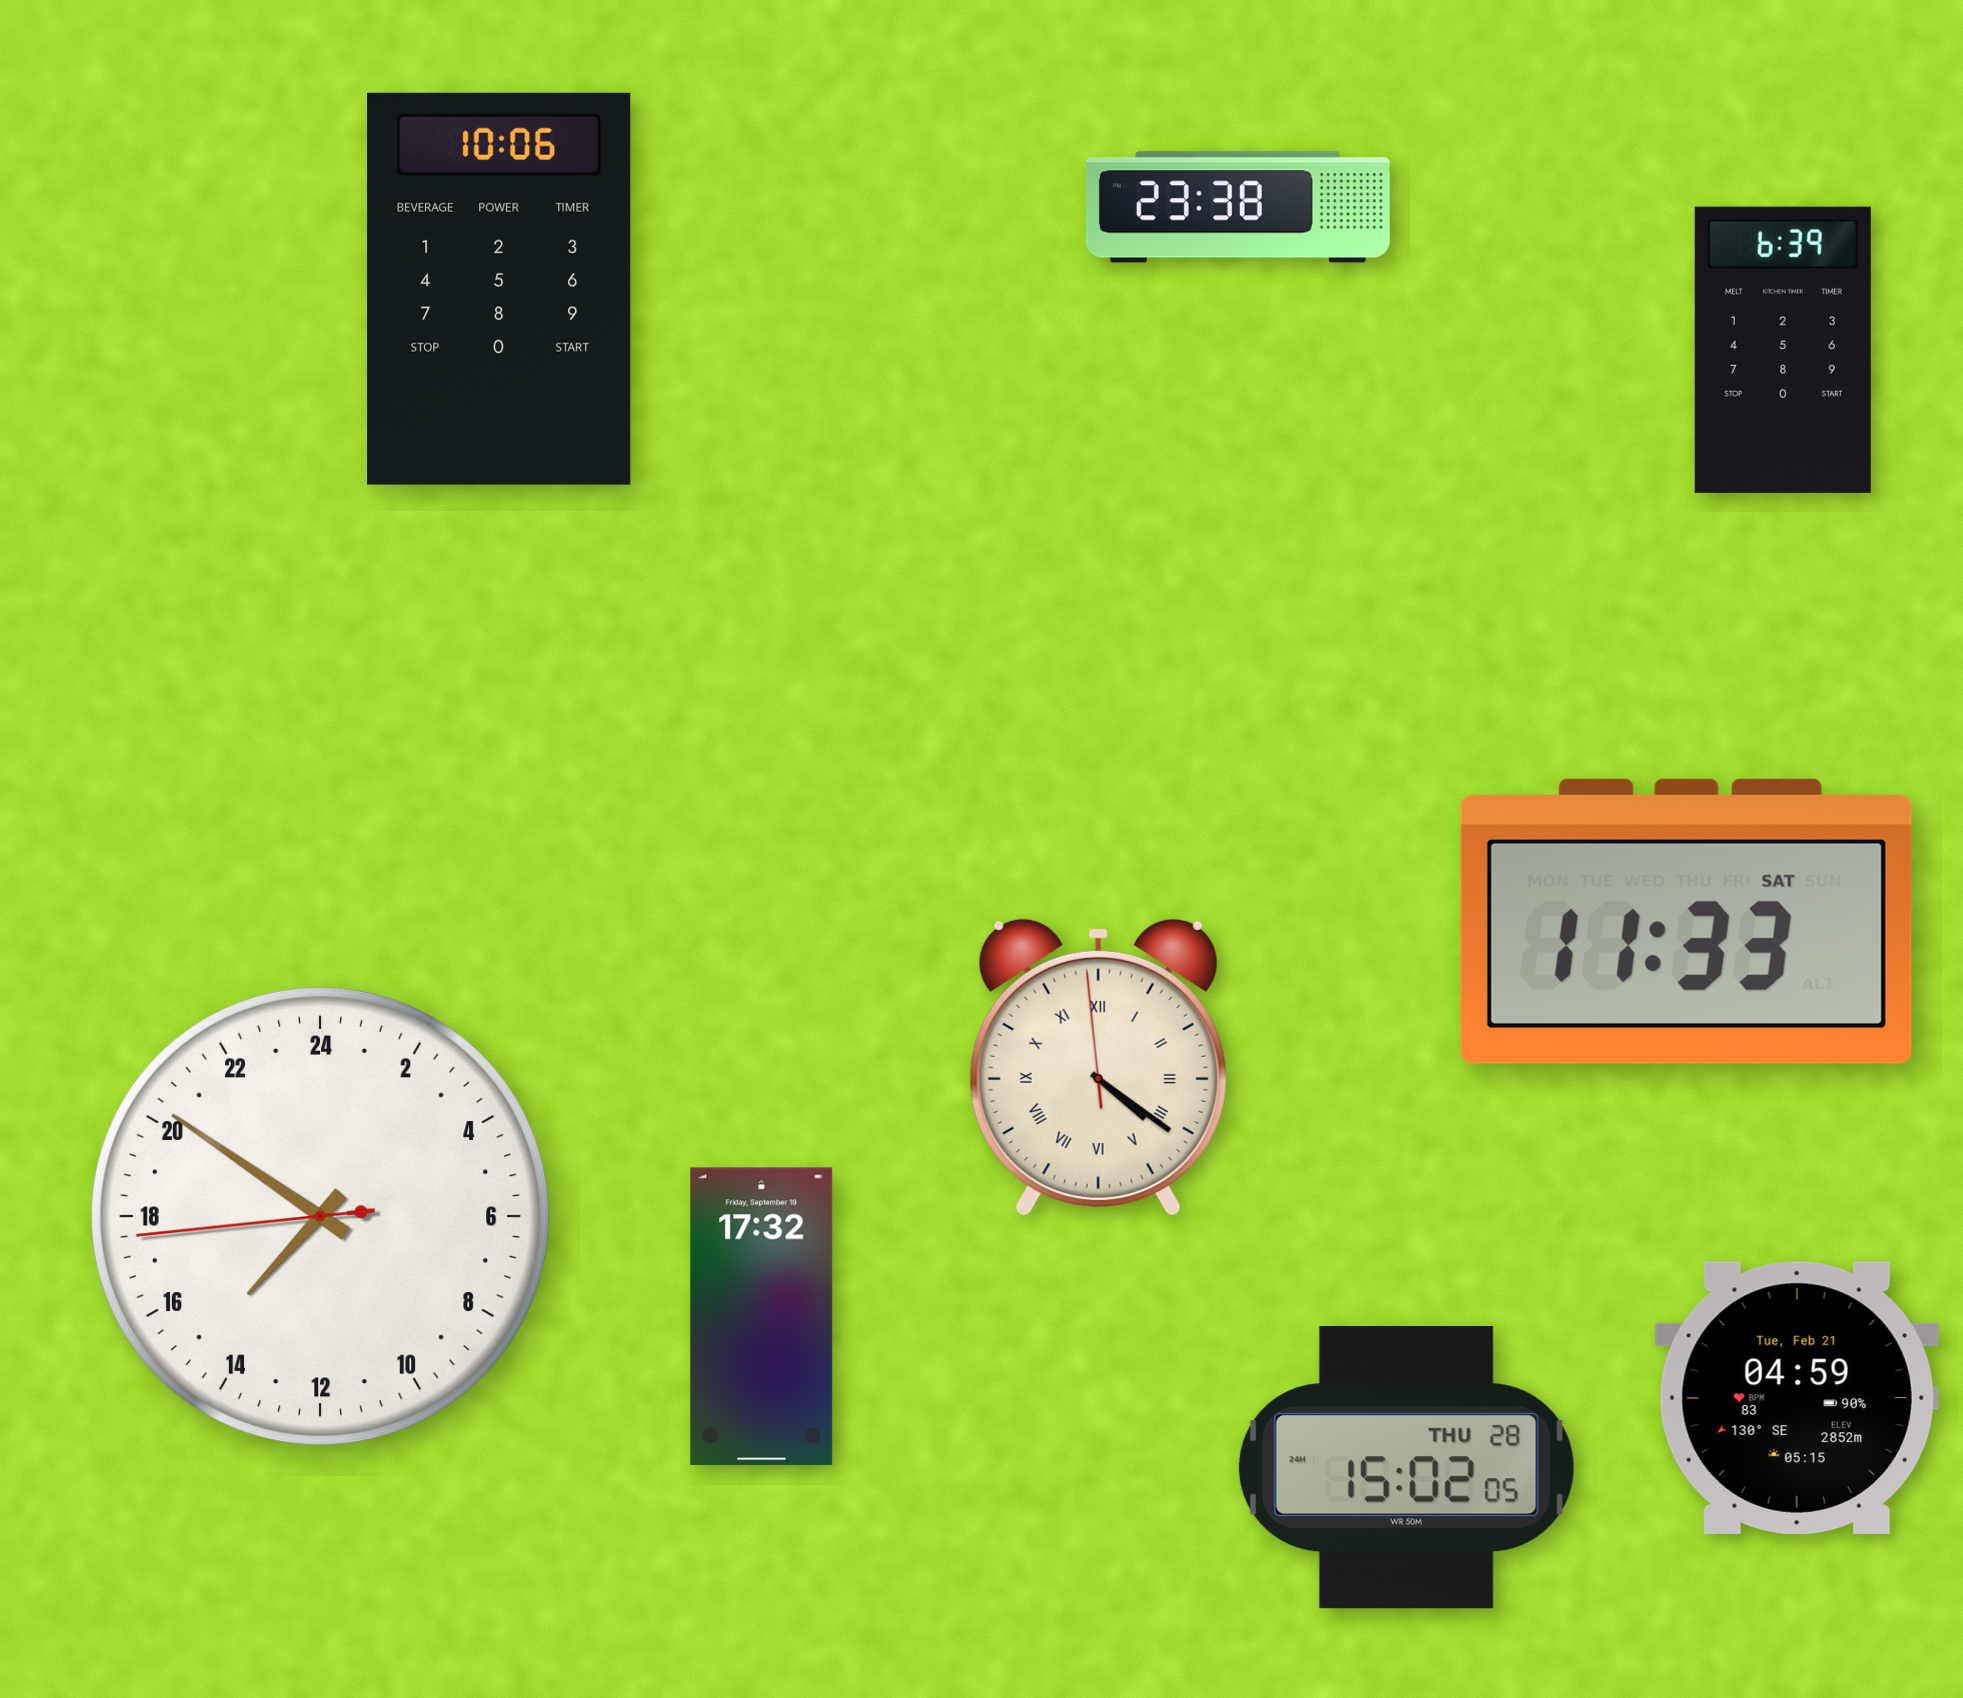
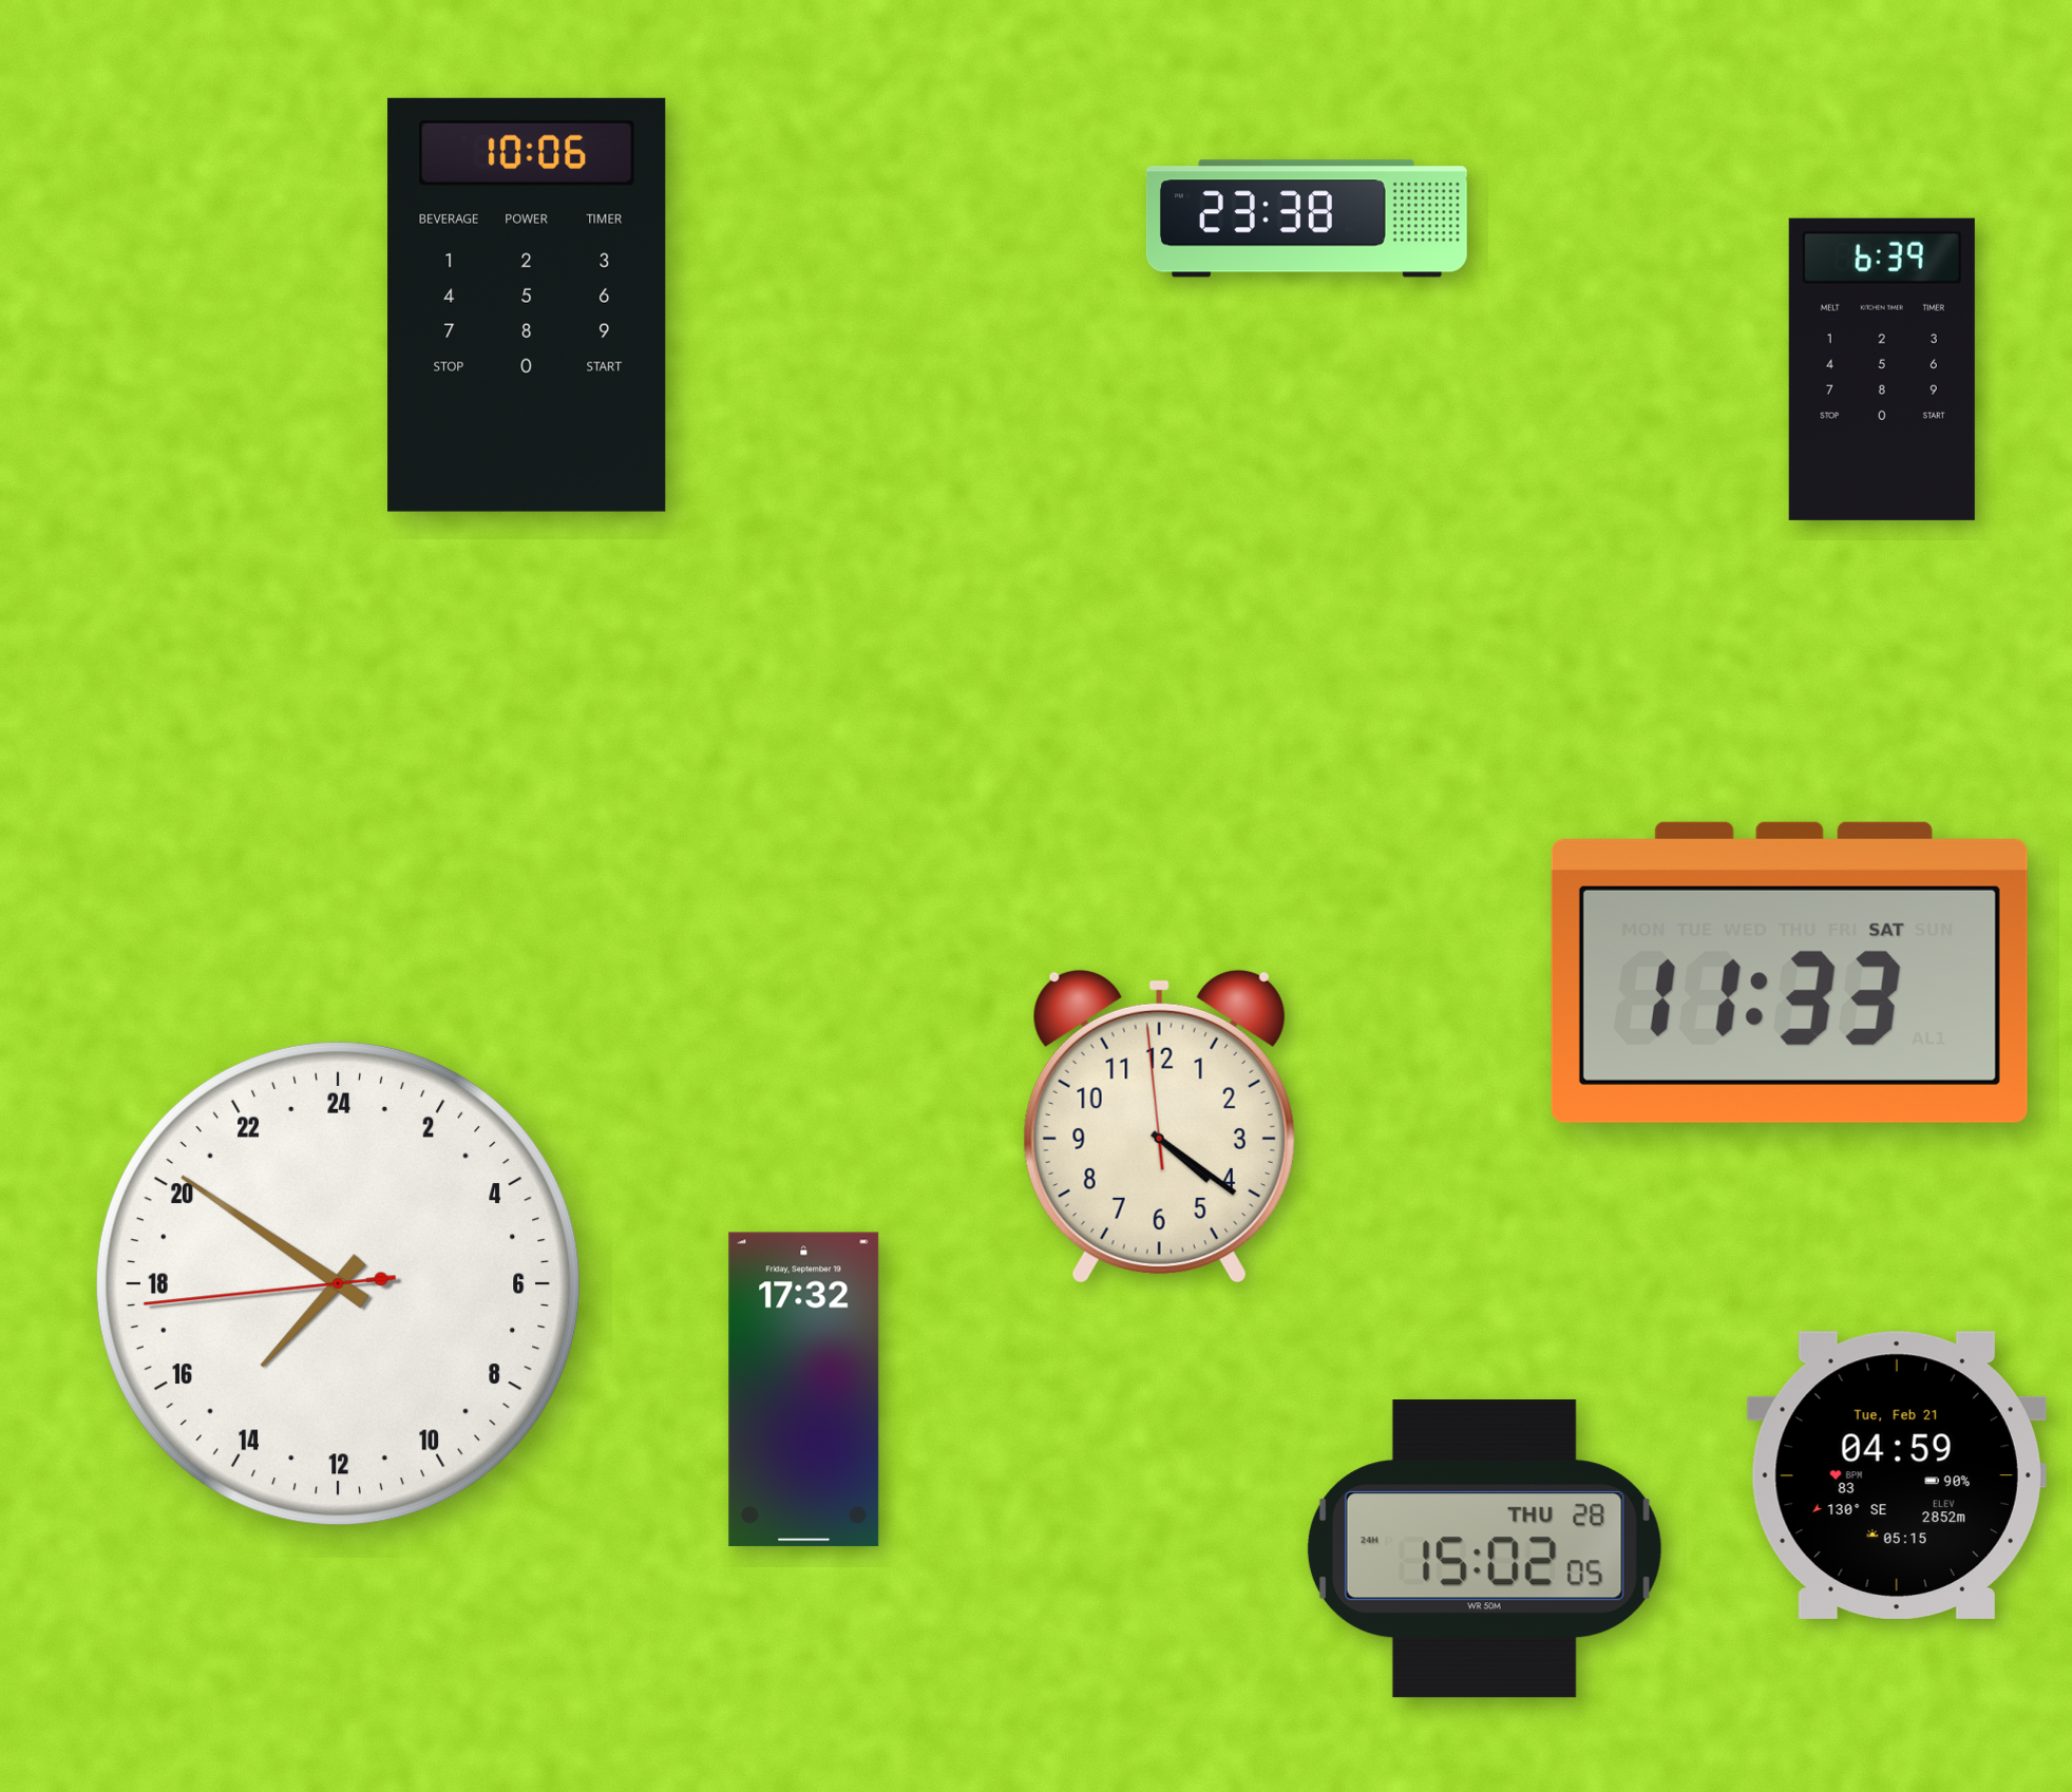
clock at (1686, 921) position: (1686, 921) -> (1789, 972)
clock at (1098, 1067) numerals: Roman -> Arabic
